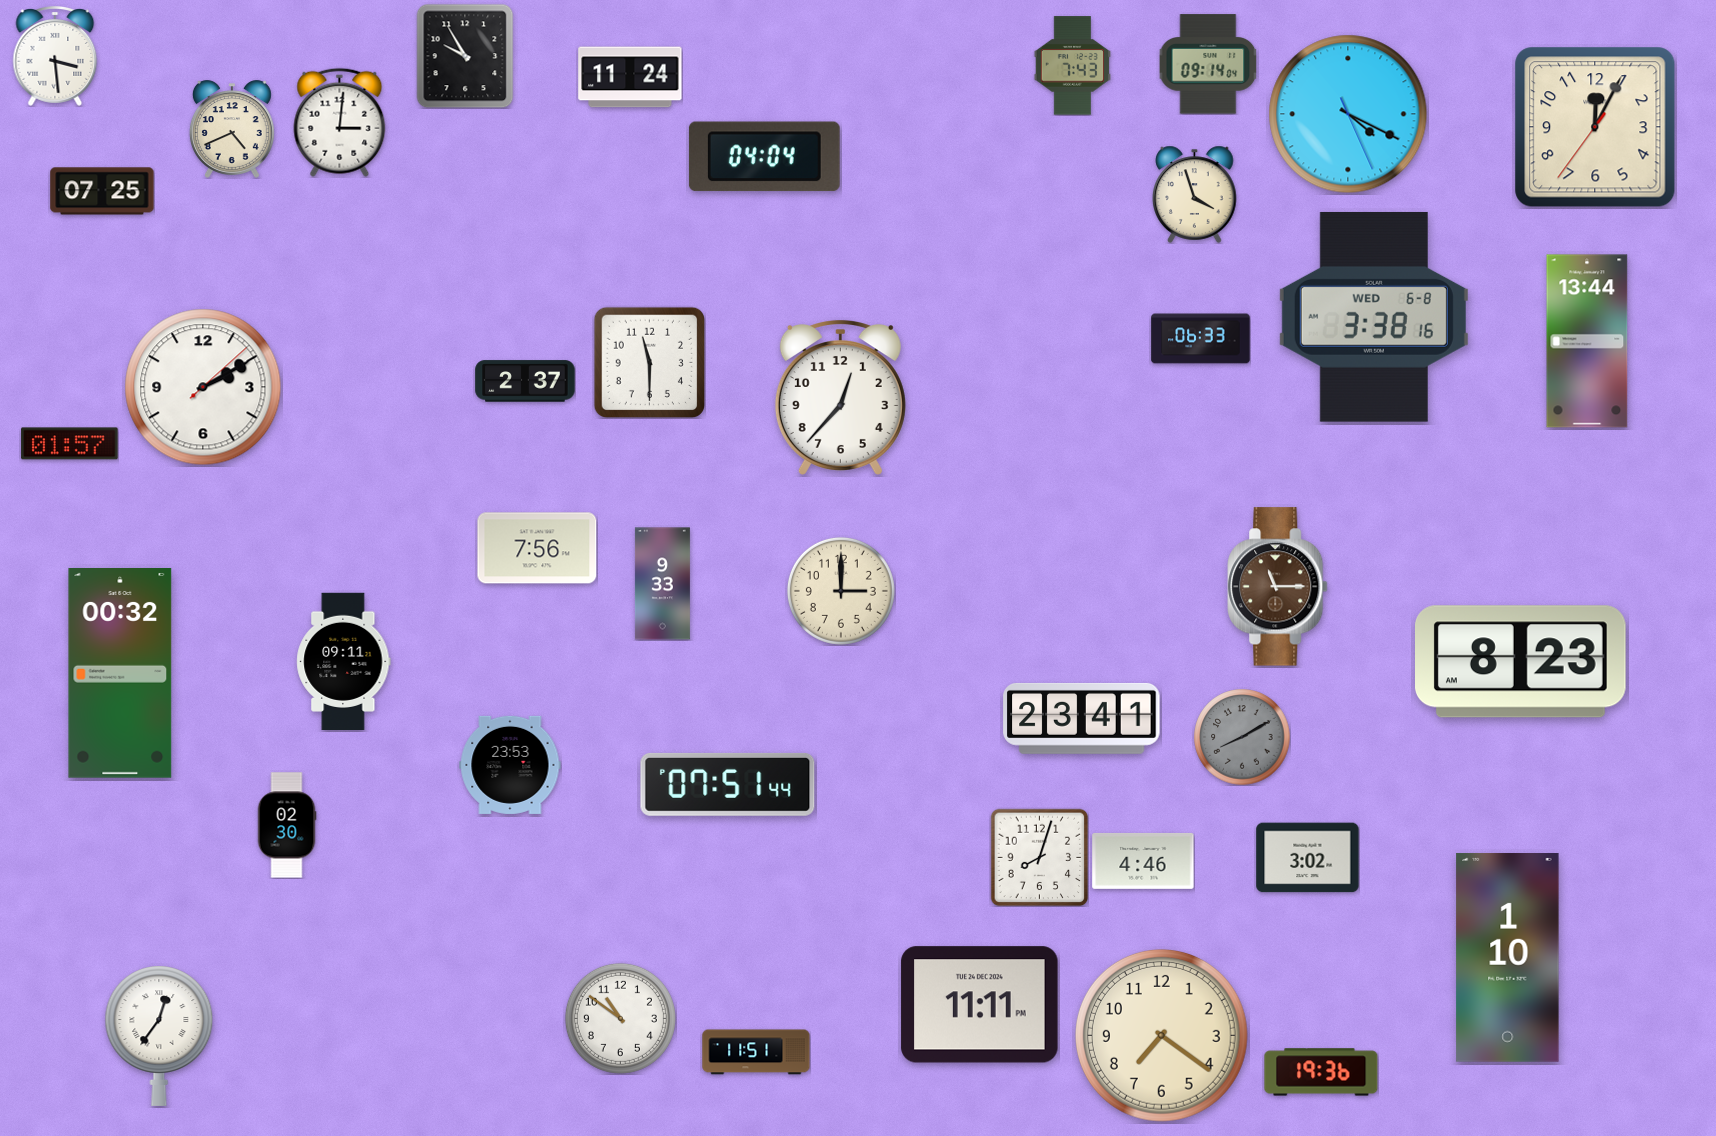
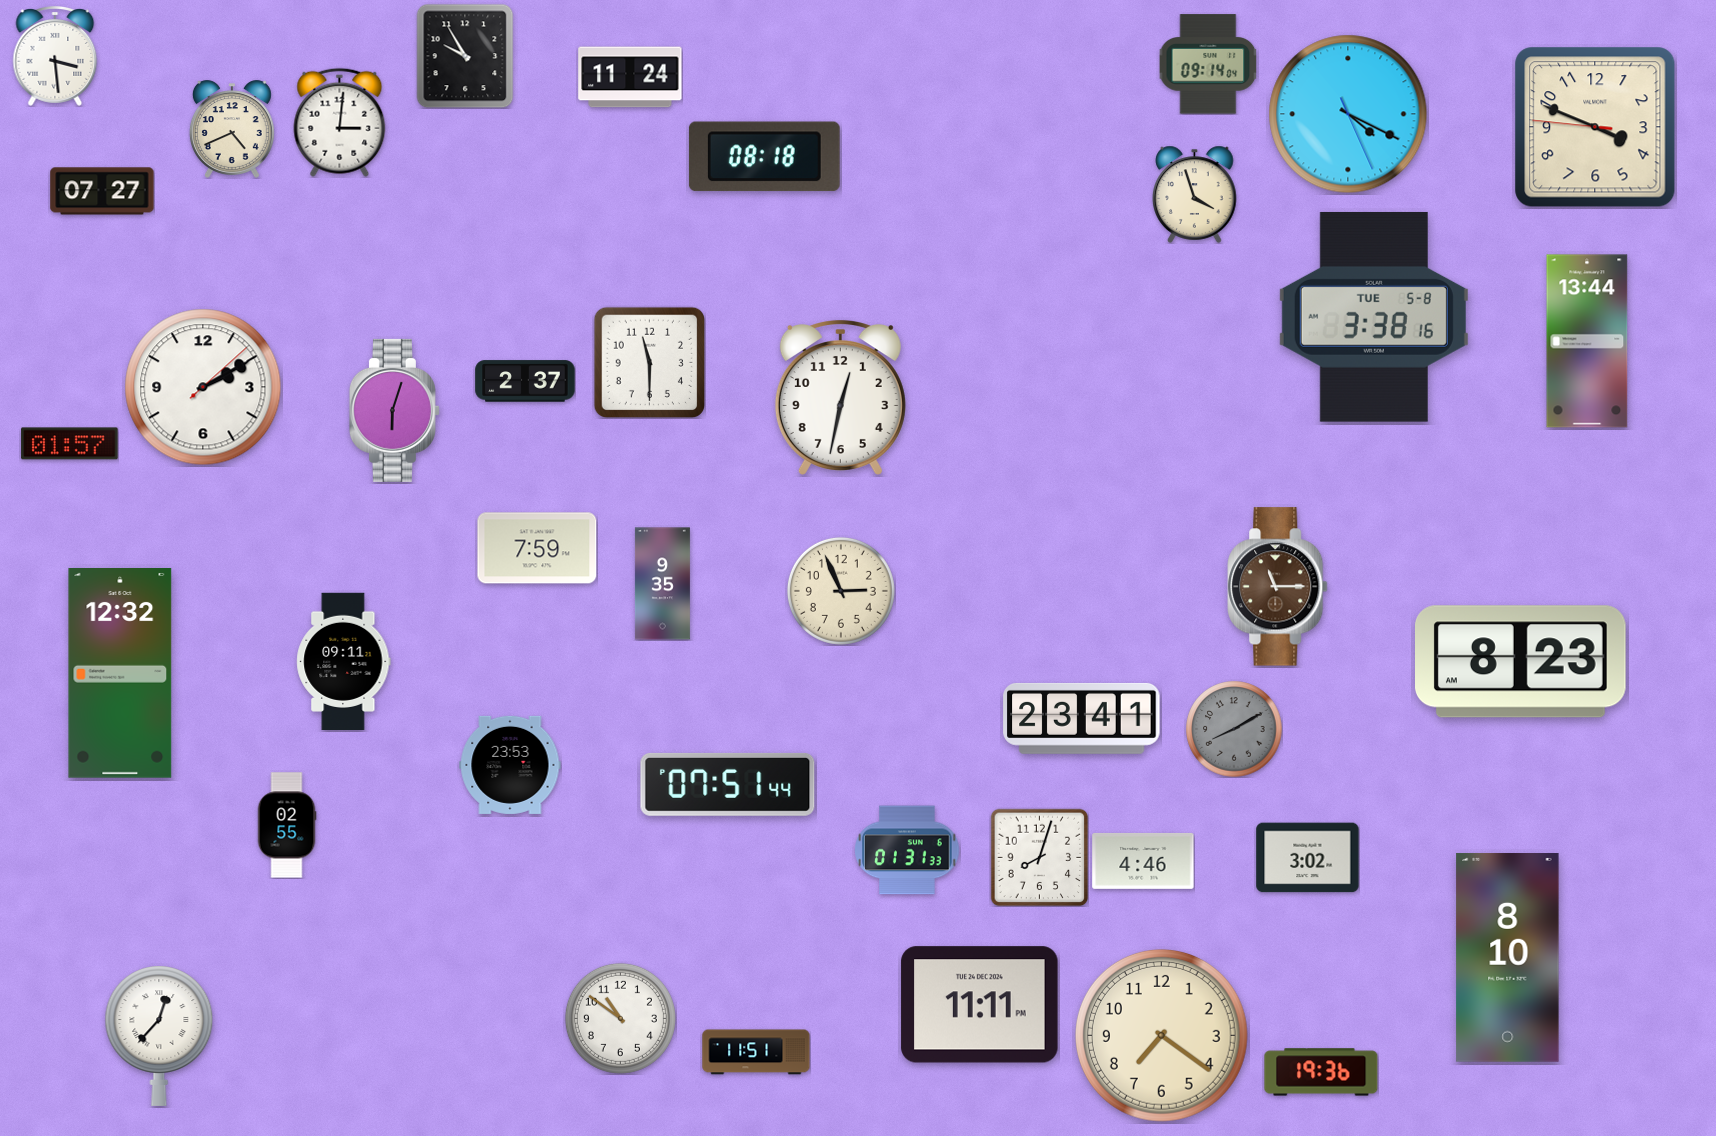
clock at (1072, 66): 7:43 -> none
clock at (1595, 127): 12:04 -> 3:48
clock at (764, 157): 04:04 -> 08:18
clock at (102, 191): 07:25 -> 07:27
clock at (1374, 317) date: WED 6-8 -> TUE 5-8
clock at (1201, 339): 06:33 -> none
clock at (840, 398): 12:37 -> 12:32
clock at (394, 410): none -> 6:03
clock at (537, 548): 7:56 -> 7:59
clock at (662, 584): 9:33 -> 9:35
clock at (841, 591): 3:00 -> 2:56
clock at (120, 674): 00:32 -> 12:32
clock at (1242, 737) position: (1242, 737) -> (1234, 729)
clock at (287, 825): 02:30 -> 02:55
clock at (907, 850): none -> 01:31
clock at (1508, 958): 1:10 -> 8:10
clock at (159, 1036): 12:36 -> 12:37
